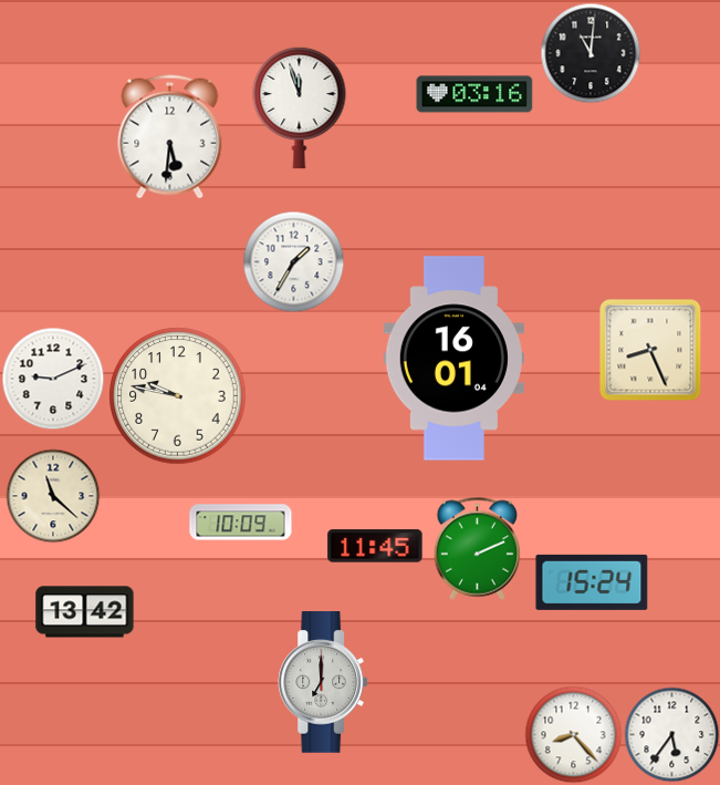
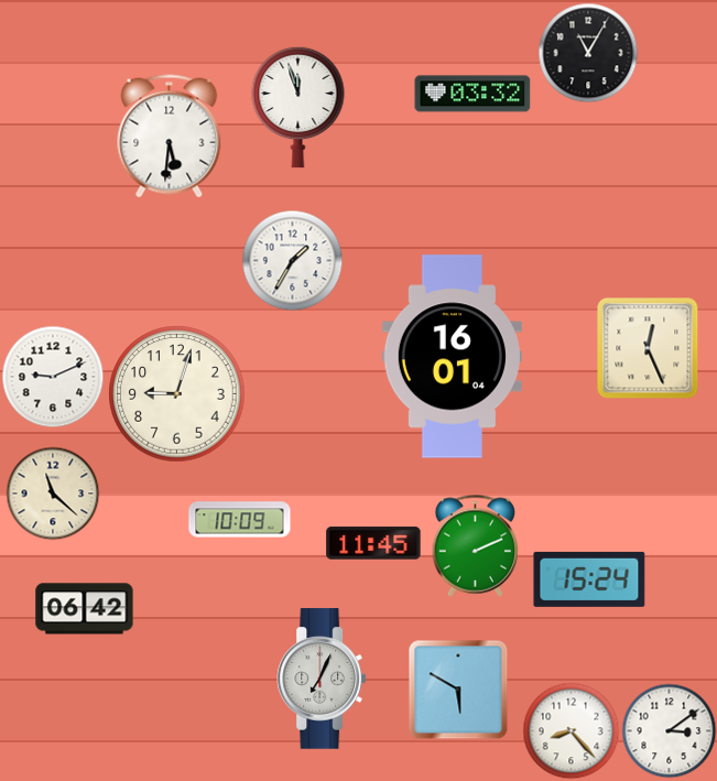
clock at (591, 53): 11:01 -> 11:05
clock at (474, 94): 03:16 -> 03:32
clock at (650, 350): 8:26 -> 12:26
clock at (178, 396): 9:47 -> 9:03
clock at (85, 612): 13:42 -> 06:42
clock at (323, 682): 7:00 -> 7:04
clock at (458, 690): none -> 5:50
clock at (671, 734): 5:36 -> 3:09
